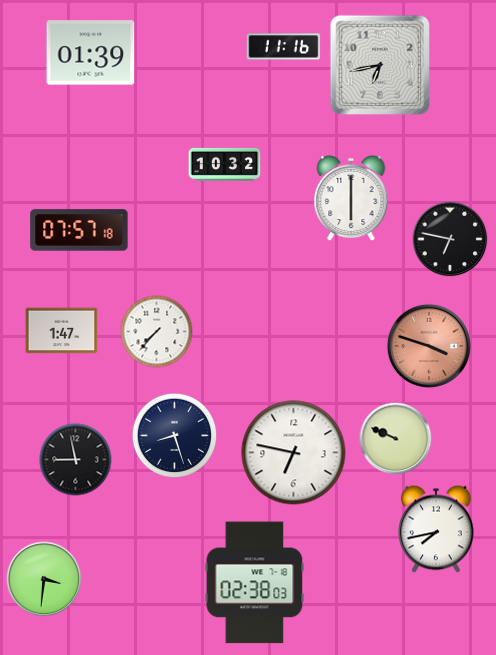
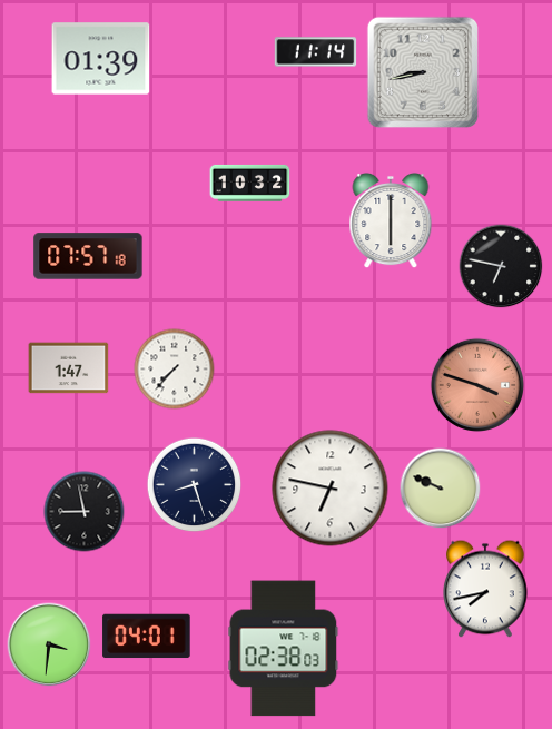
clock at (284, 47): 11:16 -> 11:14
clock at (379, 64): 6:43 -> 8:43
clock at (294, 453) position: (294, 453) -> (331, 489)
clock at (147, 637): none -> 04:01
